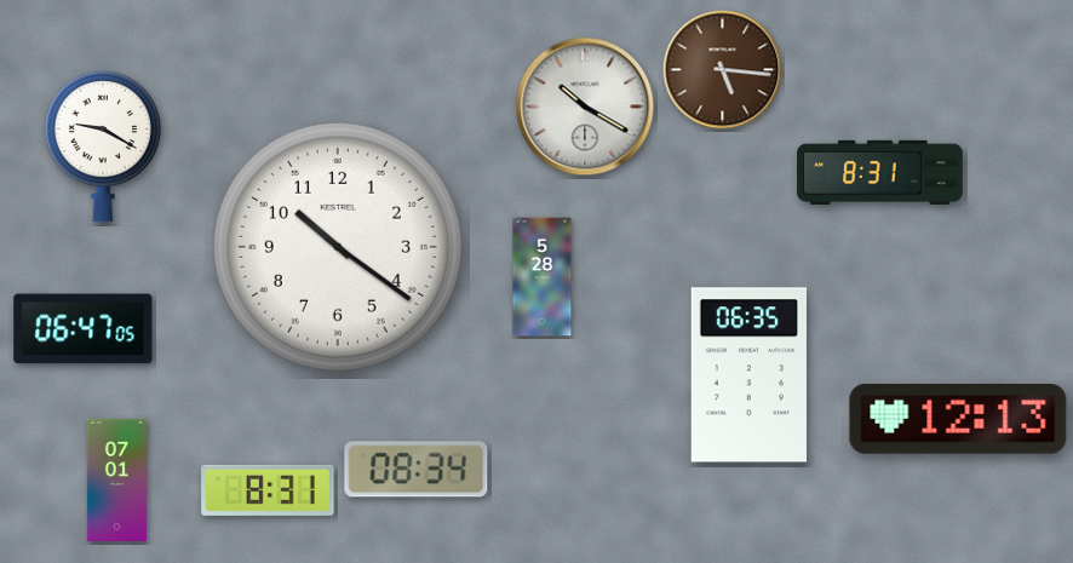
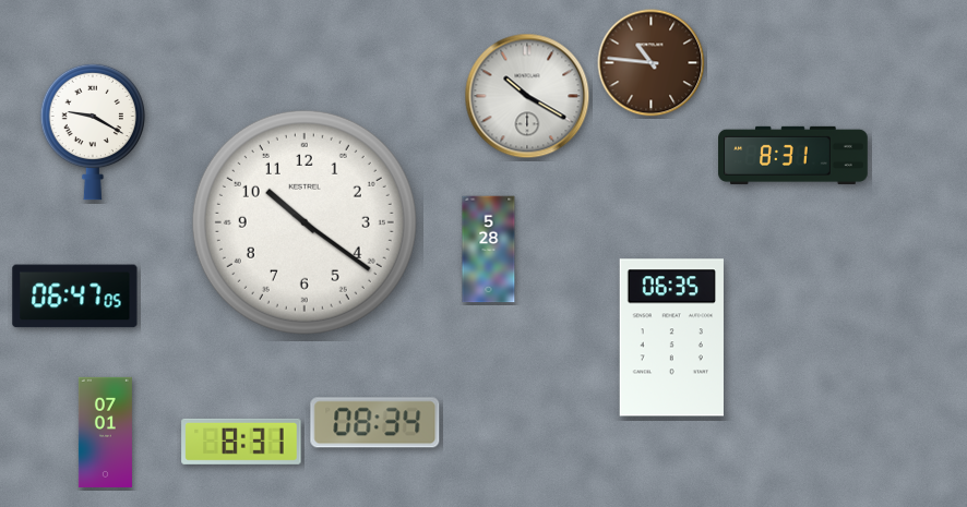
clock at (723, 70): 5:16 -> 10:46
clock at (748, 375) position: (748, 375) -> (671, 338)
clock at (958, 420): 12:13 -> none
